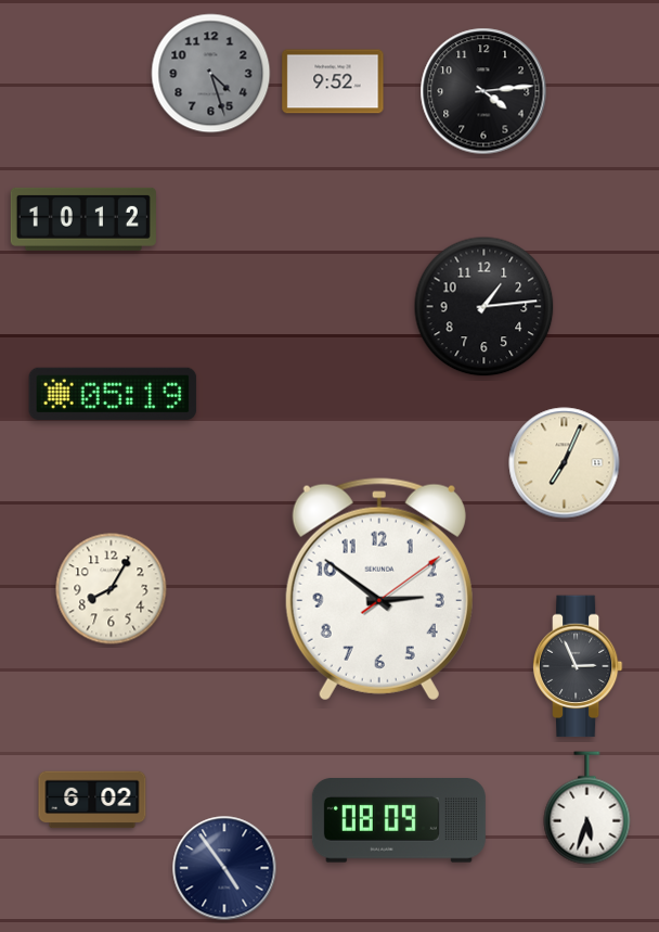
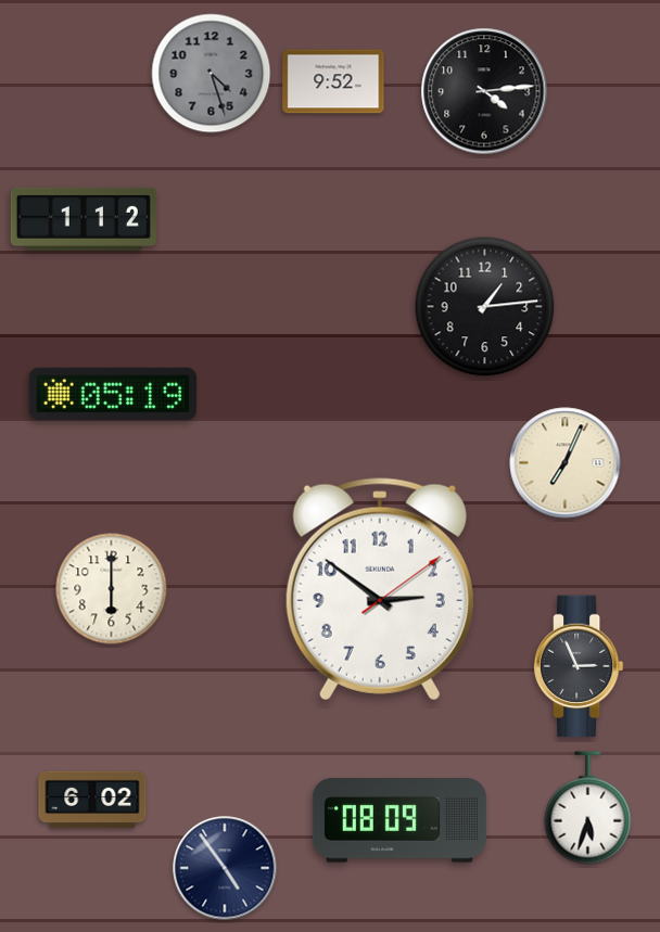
clock at (83, 219): 10:12 -> 1:12
clock at (112, 589): 8:05 -> 6:00
